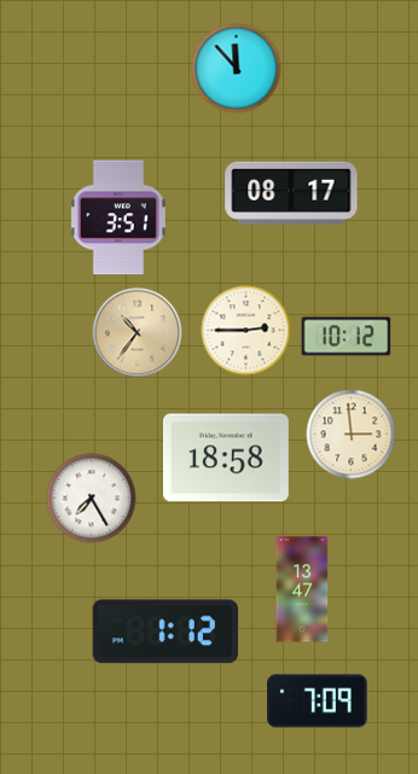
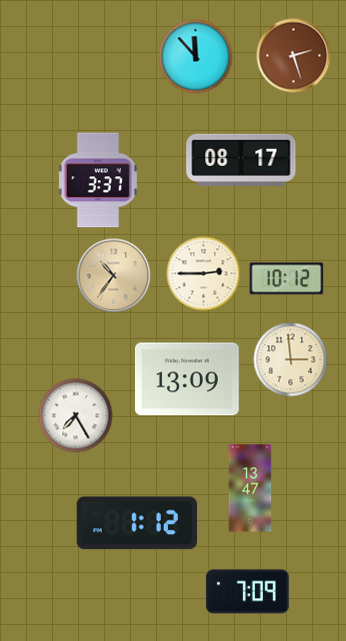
clock at (294, 56): none -> 2:27
clock at (118, 217): 3:51 -> 3:37
clock at (227, 458): 18:58 -> 13:09
clock at (92, 499) position: (92, 499) -> (76, 416)
clock at (318, 702) position: (318, 702) -> (248, 592)
